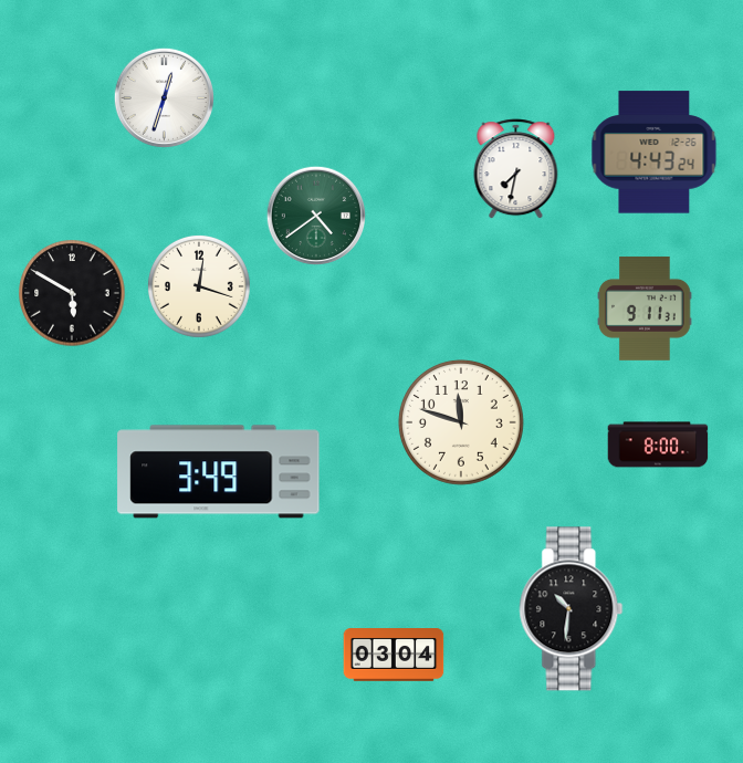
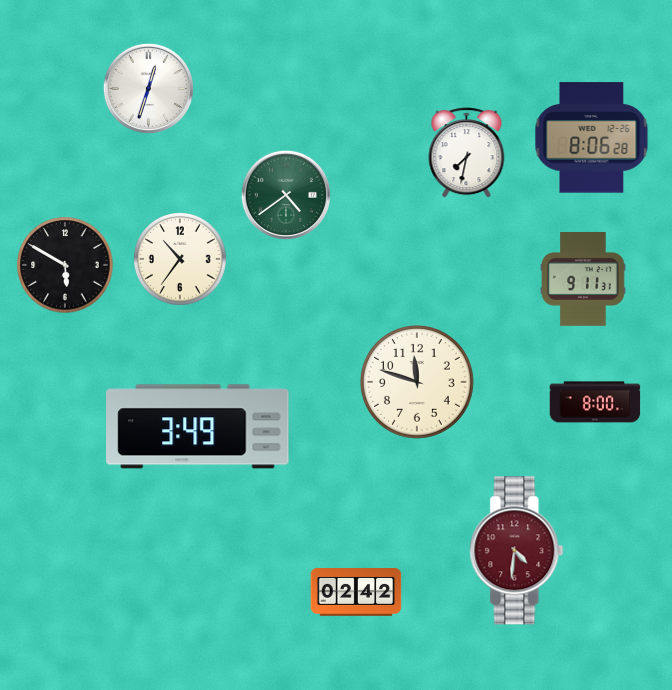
clock at (655, 153): 4:43 -> 8:06
clock at (199, 286): 12:18 -> 10:36
clock at (572, 609): 10:31 -> 4:31
clock at (572, 609) dial: black -> burgundy
clock at (394, 656): 03:04 -> 02:42
